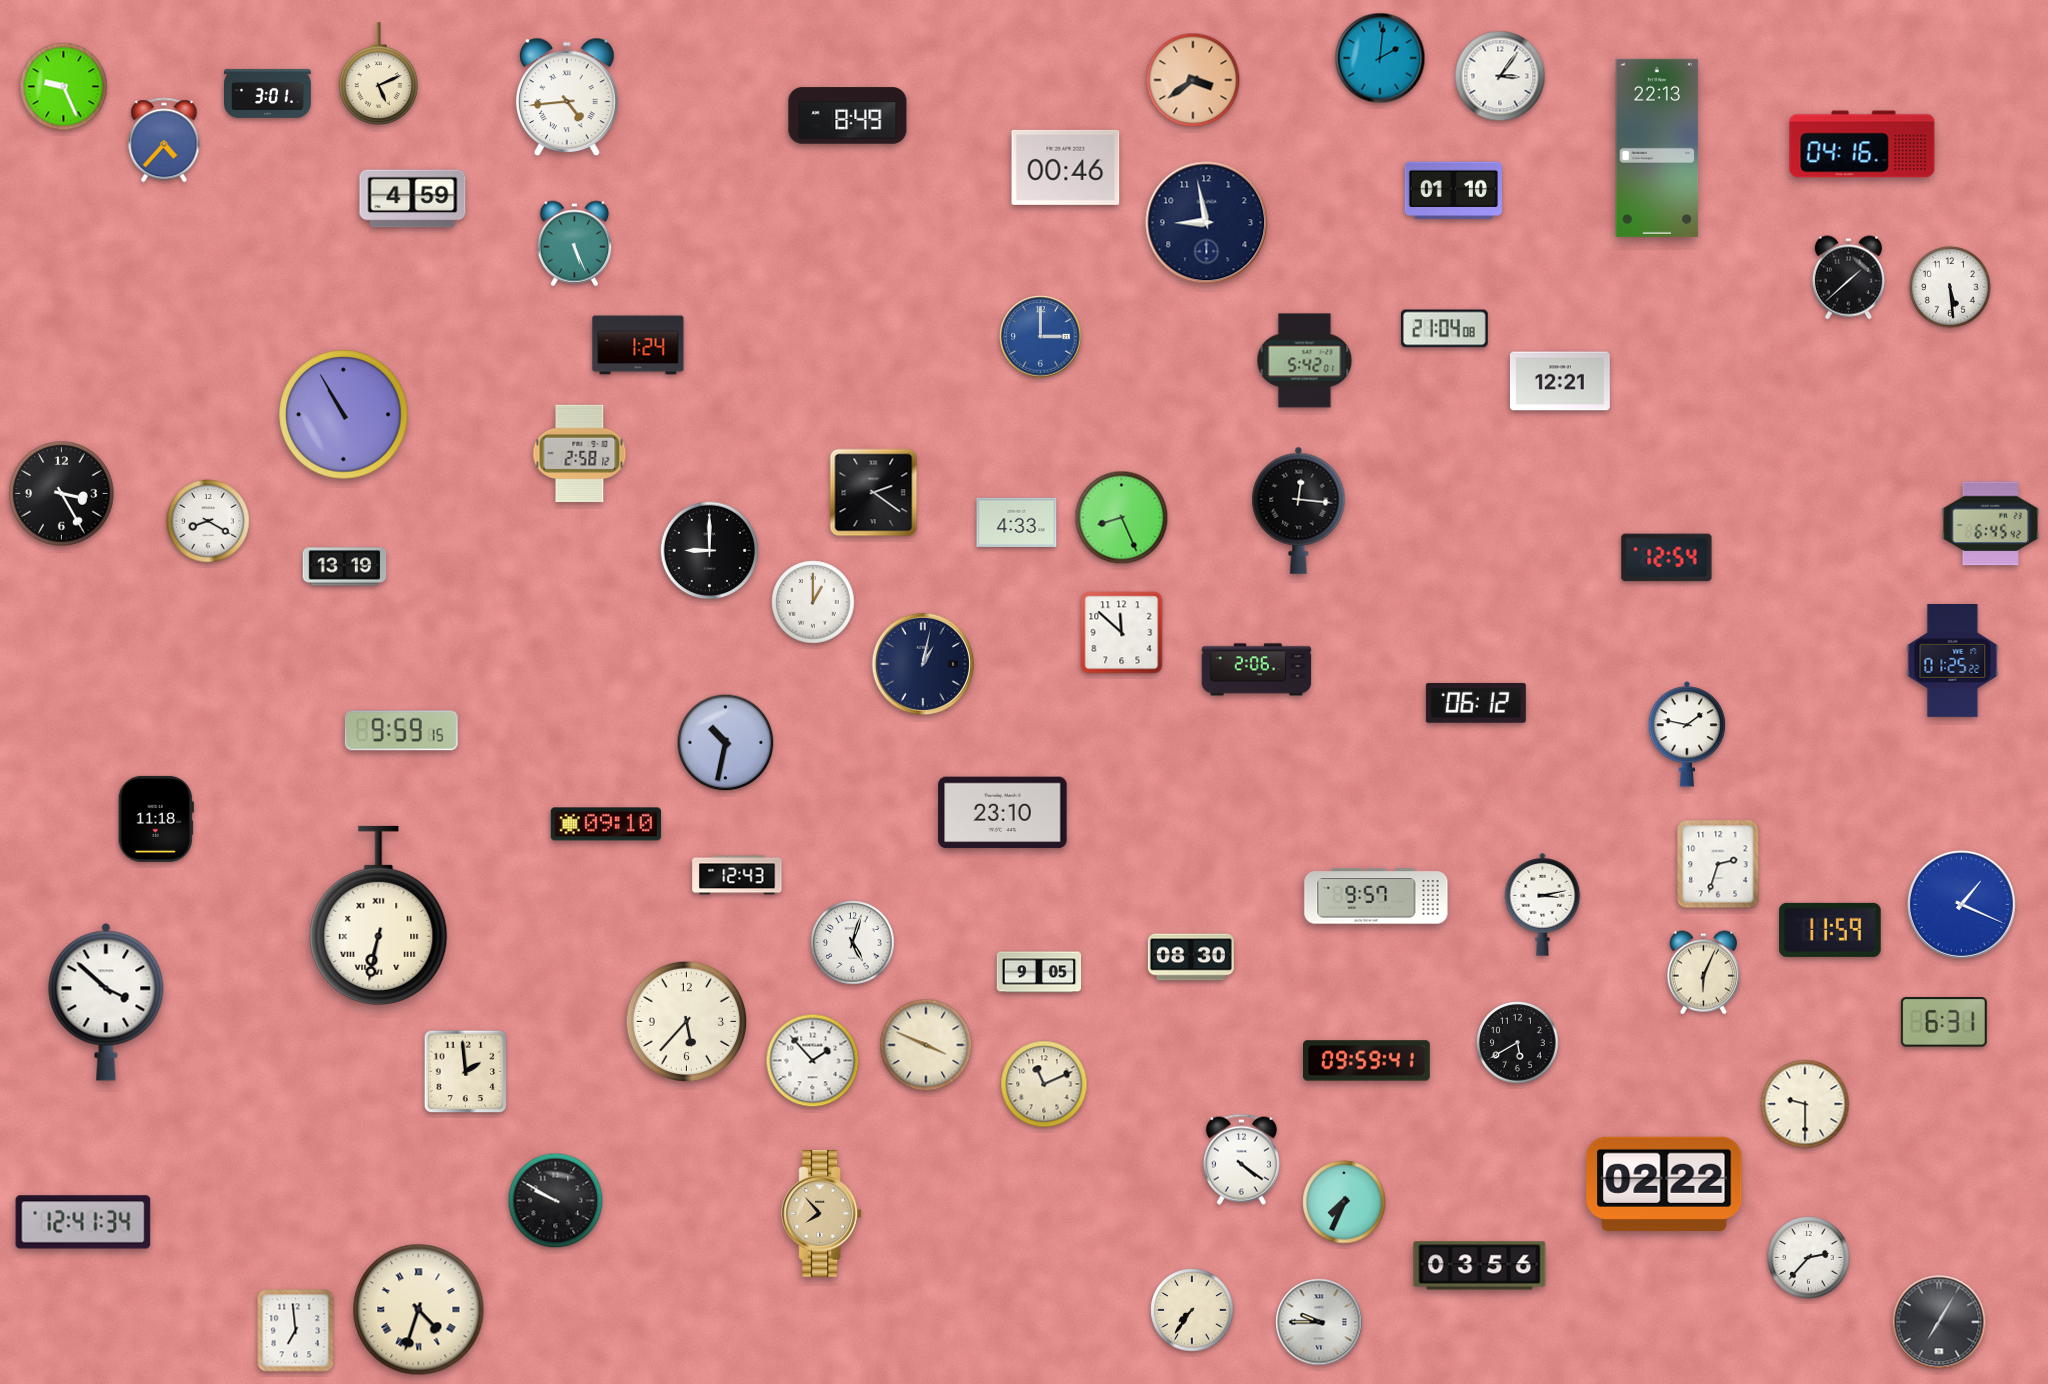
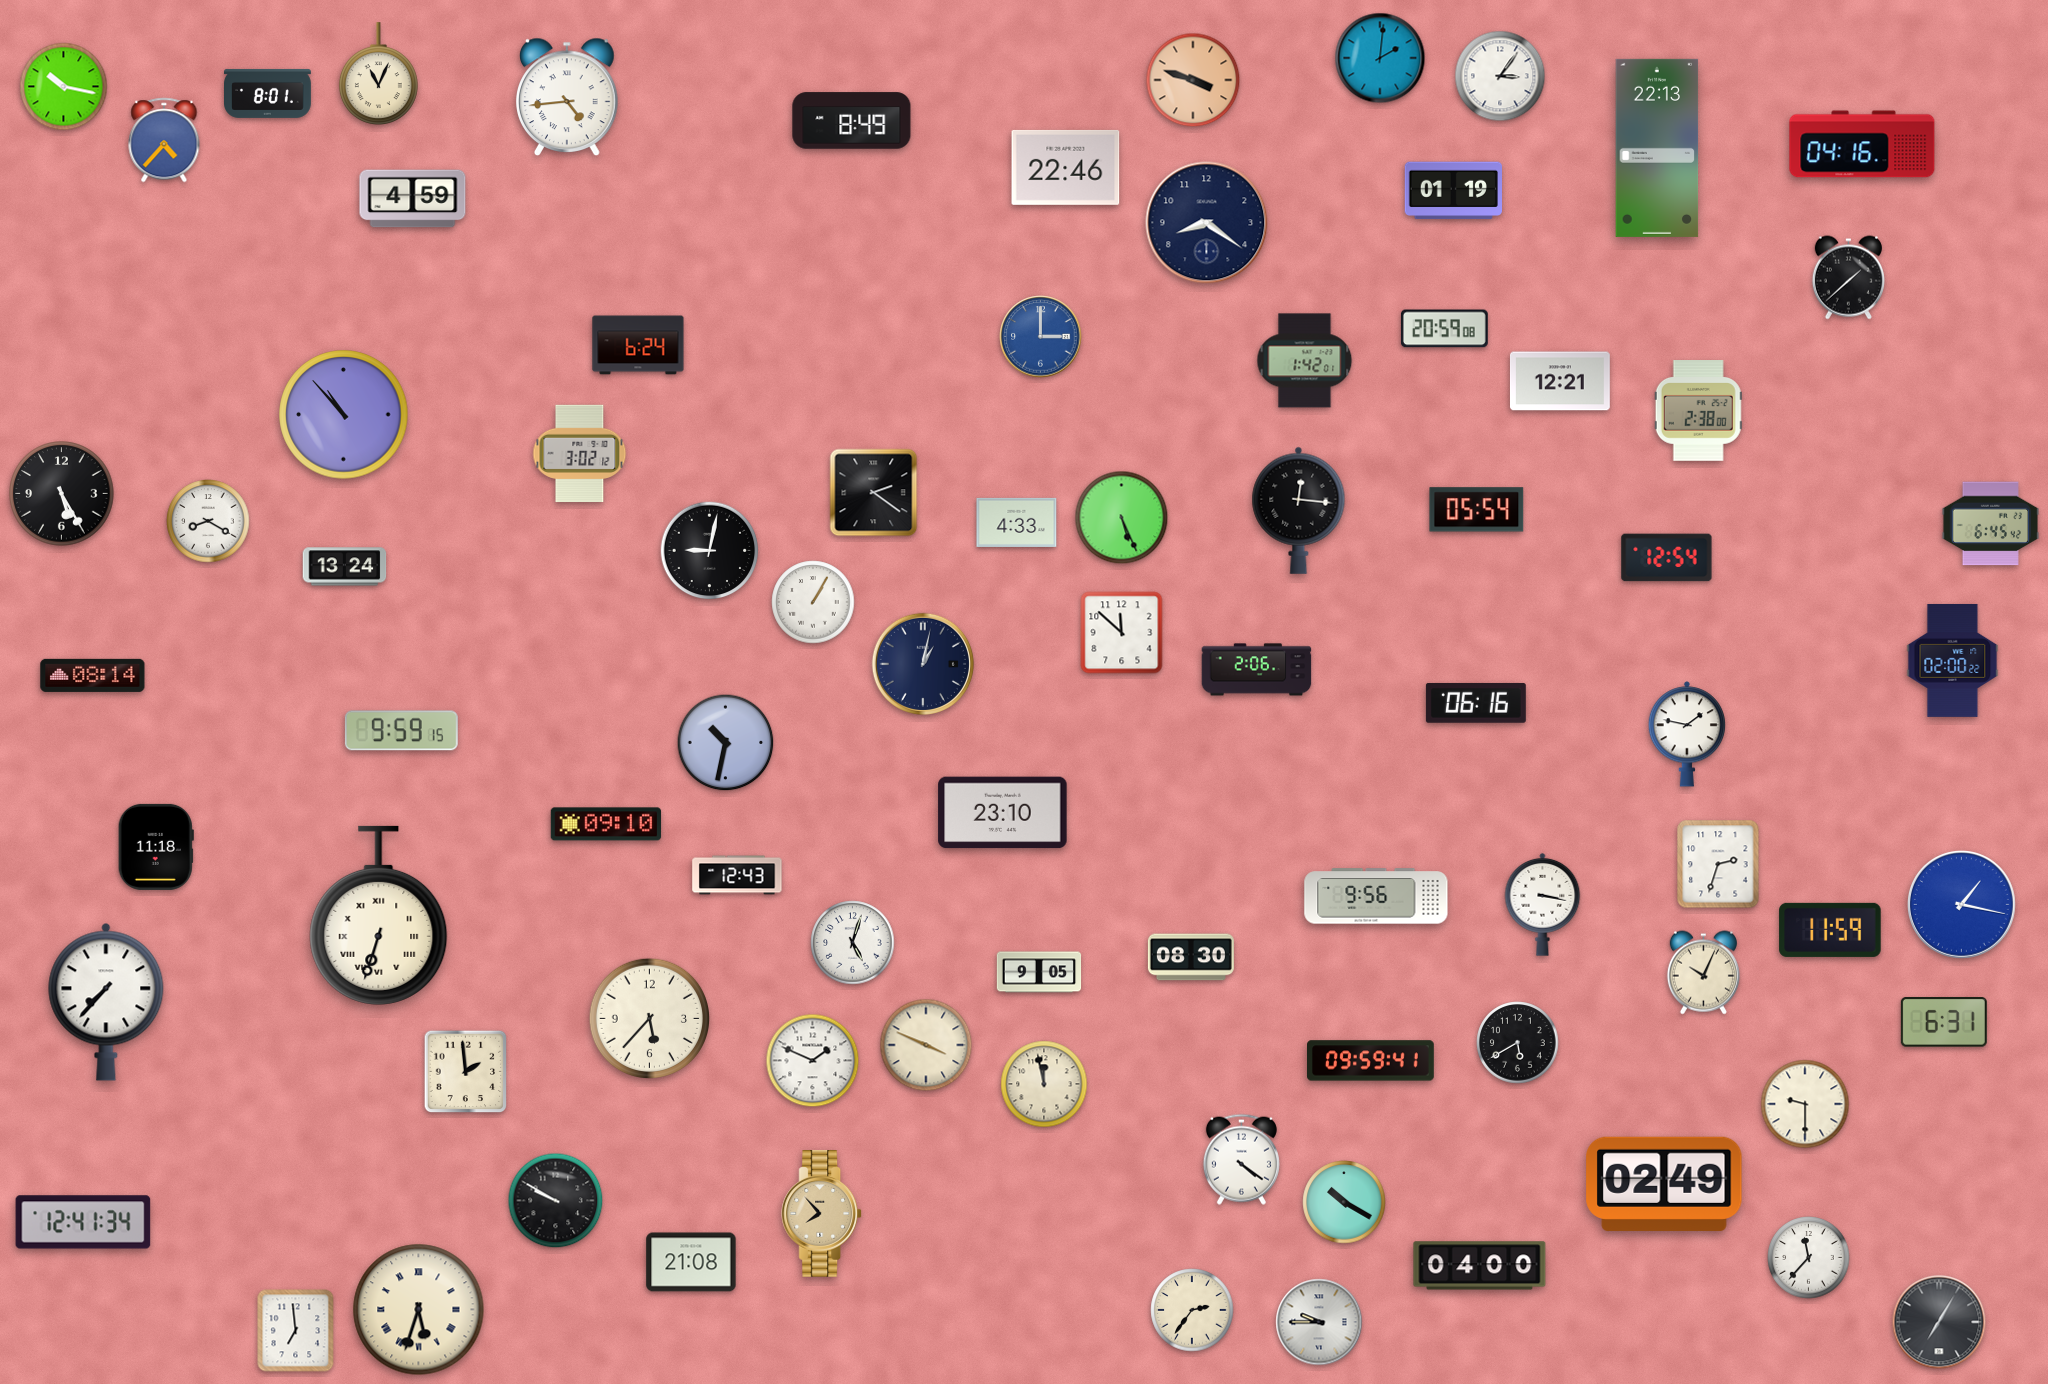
clock at (378, 73): 5:11 -> 11:04
clock at (1193, 80): 3:39 -> 3:48
clock at (64, 87): 9:26 -> 10:17
clock at (268, 93): 3:01 -> 8:01
clock at (848, 116) position: (848, 116) -> (852, 121)
clock at (1066, 167): 00:46 -> 22:46
clock at (1453, 191): 01:10 -> 01:19
clock at (1207, 223): 8:58 -> 8:21
clock at (575, 244): 5:26 -> none
clock at (1950, 287): 5:29 -> none
clock at (1444, 329): 21:04 -> 20:59
clock at (638, 345): 1:24 -> 6:24
clock at (1305, 361): 5:42 -> 1:42
clock at (1698, 411): none -> 2:38
clock at (344, 415): 10:55 -> 10:53
clock at (580, 454): 2:58 -> 3:02
clock at (62, 494): 3:25 -> 5:25
clock at (1477, 510): none -> 05:54
clock at (1122, 518): 8:26 -> 5:26
clock at (710, 551): 9:00 -> 9:02
clock at (345, 567): 13:19 -> 13:24
clock at (813, 602): 1:00 -> 1:05
clock at (1953, 660): 01:25 -> 02:00
clock at (93, 675): none -> 08:14
clock at (1476, 703): 06:12 -> 06:16
clock at (156, 819) position: (156, 819) -> (156, 847)
clock at (1376, 896): 9:57 -> 9:56
clock at (1543, 904): 3:13 -> 3:17
clock at (1961, 904): 1:19 -> 1:17
clock at (379, 915): 6:32 -> 6:33
clock at (1703, 973): 6:04 -> 10:04
clock at (106, 1002): 3:52 -> 7:37
clock at (687, 1022) position: (687, 1022) -> (650, 1019)
clock at (813, 1061): 1:53 -> 1:49
clock at (1367, 1061) position: (1367, 1061) -> (1371, 1061)
clock at (1044, 1084): 11:11 -> 11:58
clock at (1664, 1183): 02:22 -> 02:49
clock at (1344, 1202): 7:34 -> 10:20
clock at (1809, 1258): 2:37 -> 11:37
clock at (691, 1262): none -> 21:08
clock at (1480, 1266): 03:56 -> 04:00
clock at (419, 1310): 4:33 -> 5:33
clock at (1192, 1310): 7:36 -> 2:36
